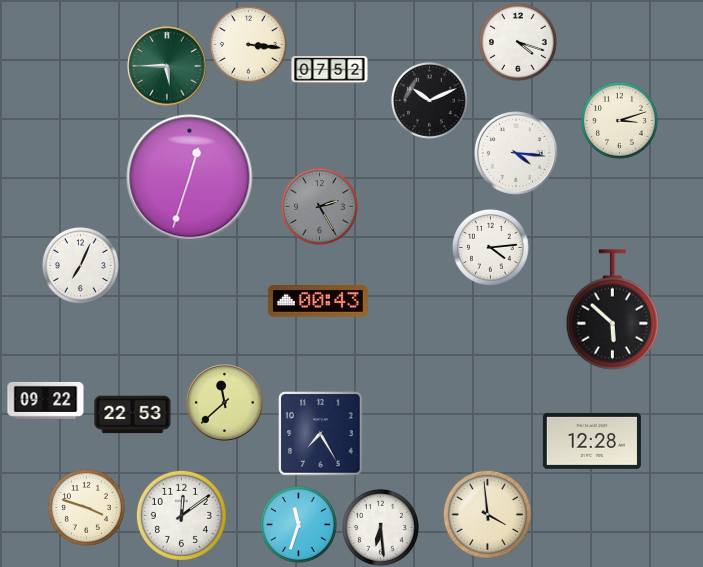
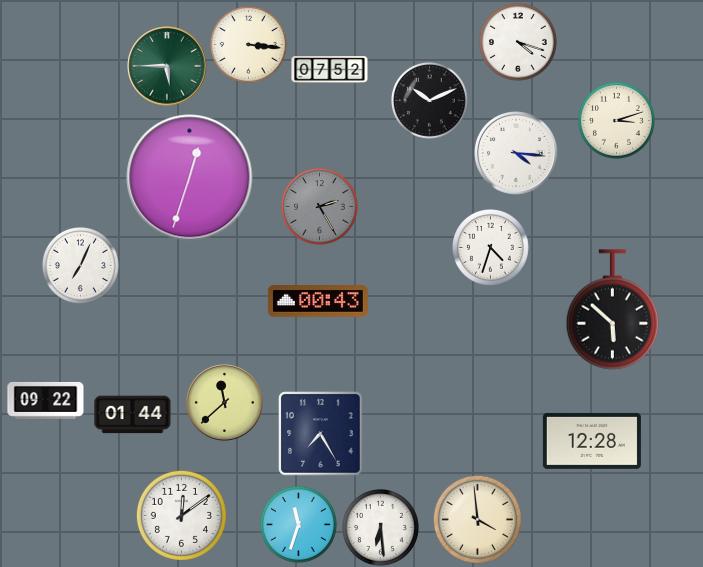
clock at (620, 121) position: (620, 121) -> (617, 121)
clock at (491, 248): 4:14 -> 4:33
clock at (133, 415): 22:53 -> 01:44
clock at (87, 508): 3:48 -> none
clock at (487, 514) position: (487, 514) -> (477, 519)
